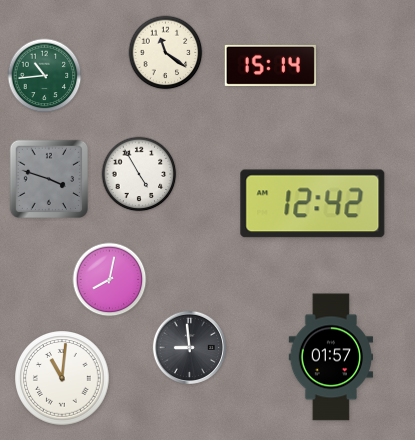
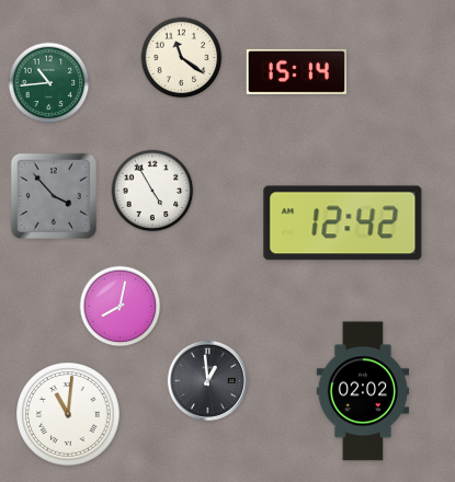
clock at (48, 178): 3:48 -> 3:53
clock at (189, 347): 8:59 -> 12:59
clock at (330, 357): 01:57 -> 02:02
